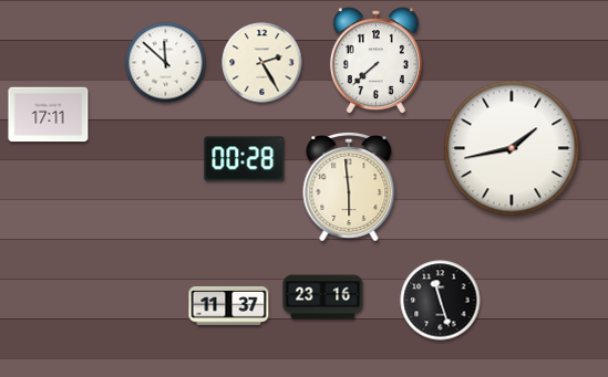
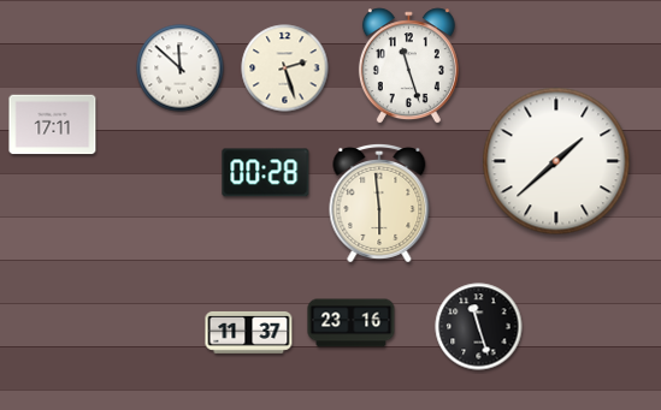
clock at (375, 61): 7:38 -> 11:27
clock at (262, 63): 2:25 -> 2:27
clock at (512, 148): 1:43 -> 1:38
